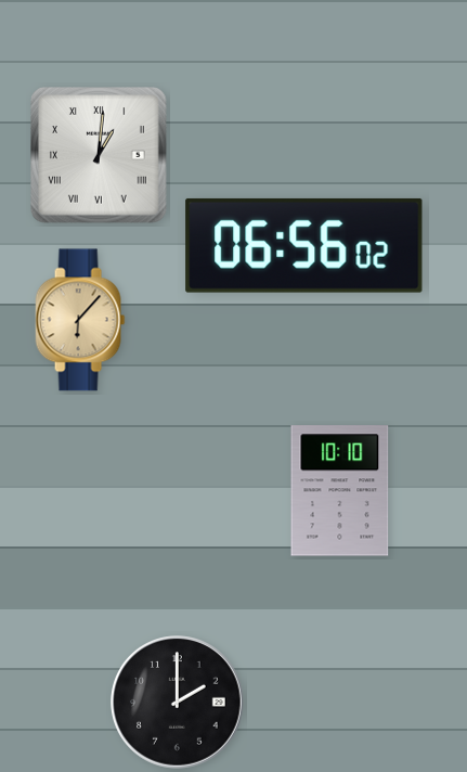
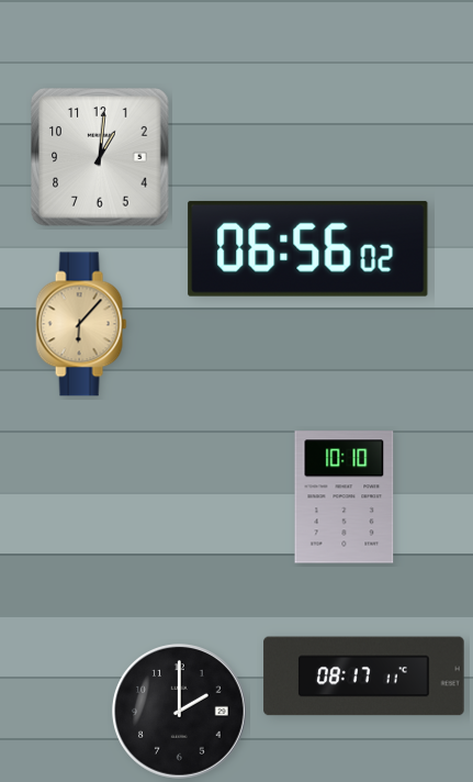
clock at (100, 156) numerals: Roman -> Arabic
clock at (364, 677): none -> 08:17
